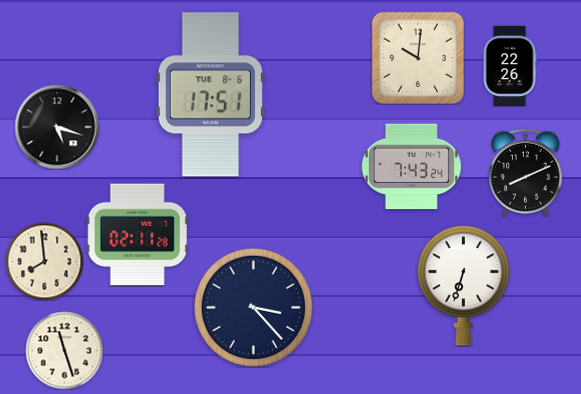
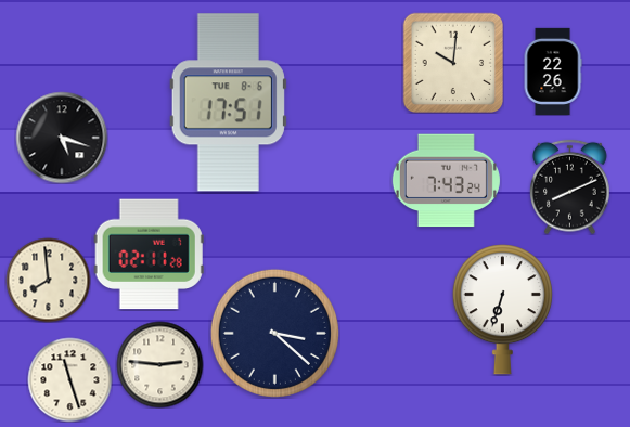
clock at (44, 261) position: (44, 261) -> (48, 280)
clock at (253, 307): 3:23 -> 3:22
clock at (159, 364): none -> 2:46
